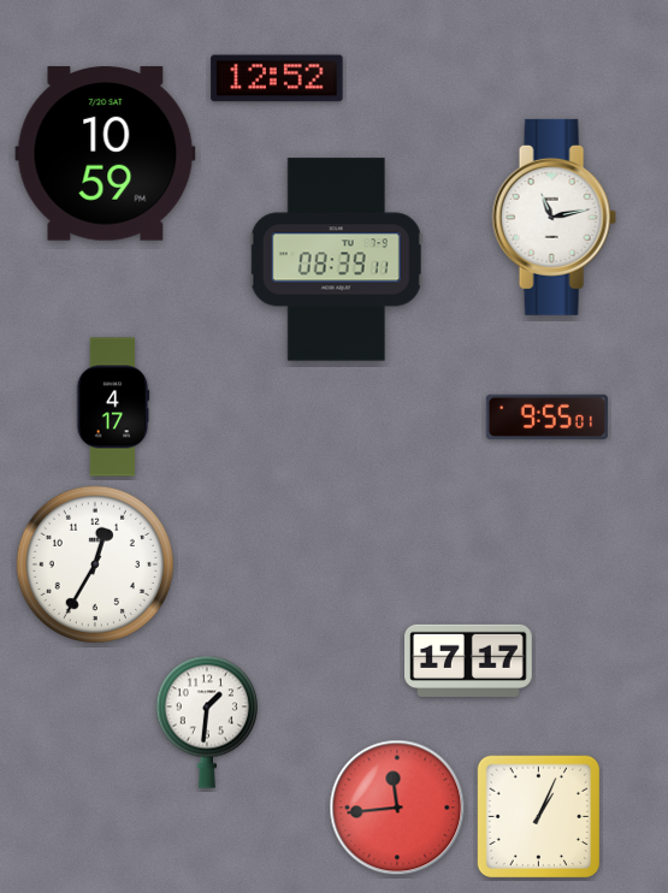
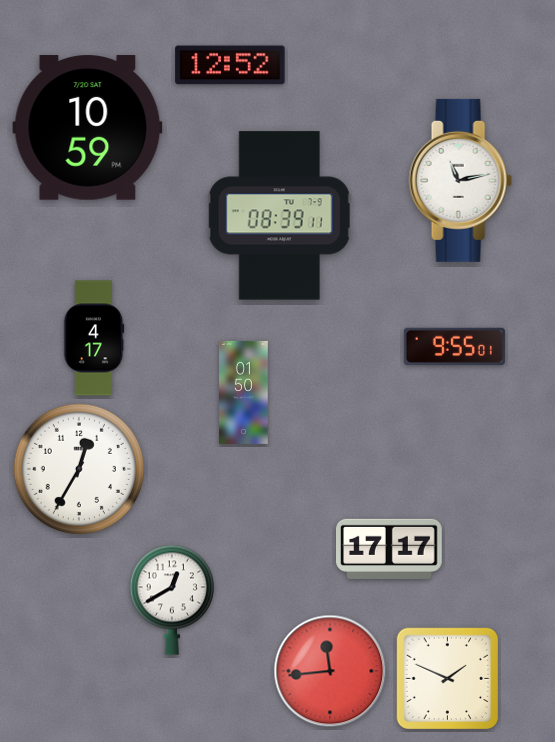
clock at (244, 392): none -> 01:50
clock at (206, 722): 1:31 -> 12:40
clock at (539, 817): 1:04 -> 1:49
